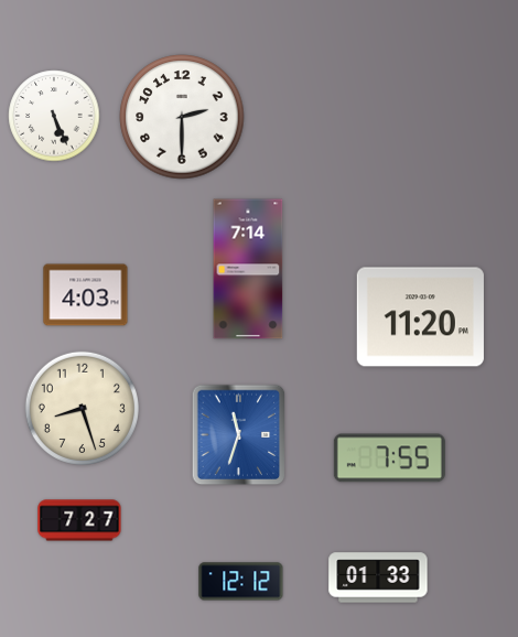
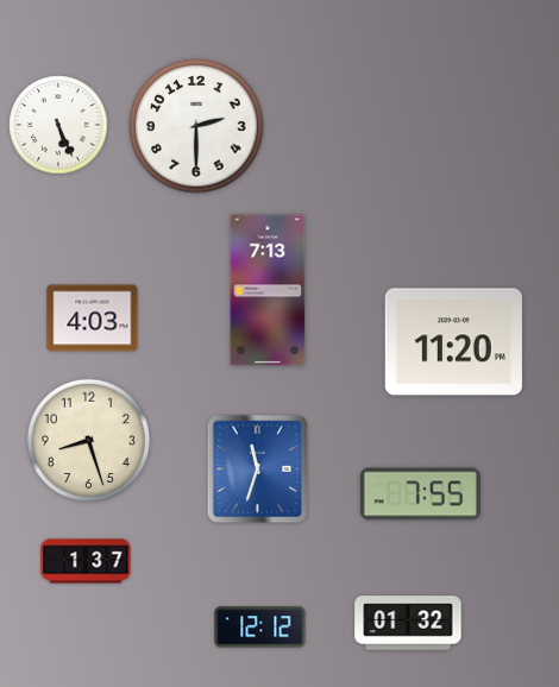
clock at (248, 269): 7:14 -> 7:13
clock at (79, 520): 7:27 -> 1:37
clock at (378, 577): 01:33 -> 01:32
